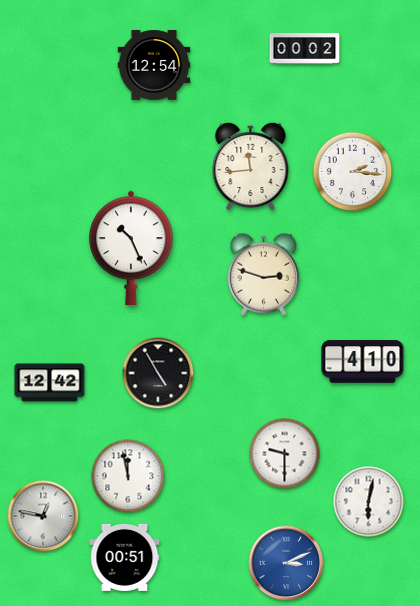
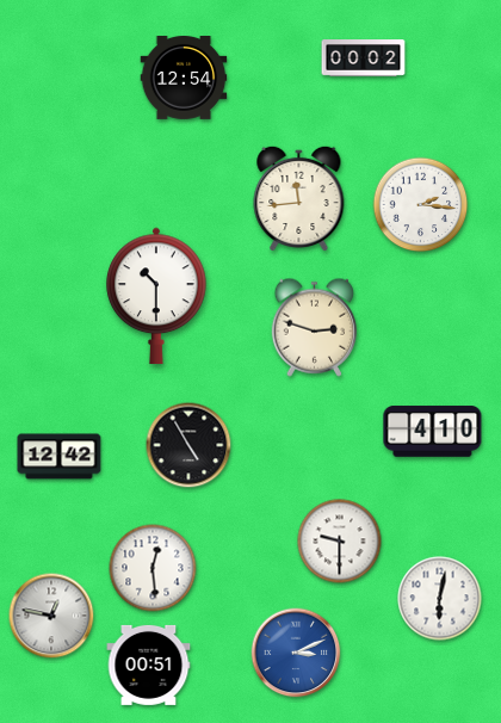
clock at (131, 248): 10:26 -> 10:30
clock at (128, 476): 11:58 -> 12:29
clock at (286, 563) position: (286, 563) -> (296, 653)
